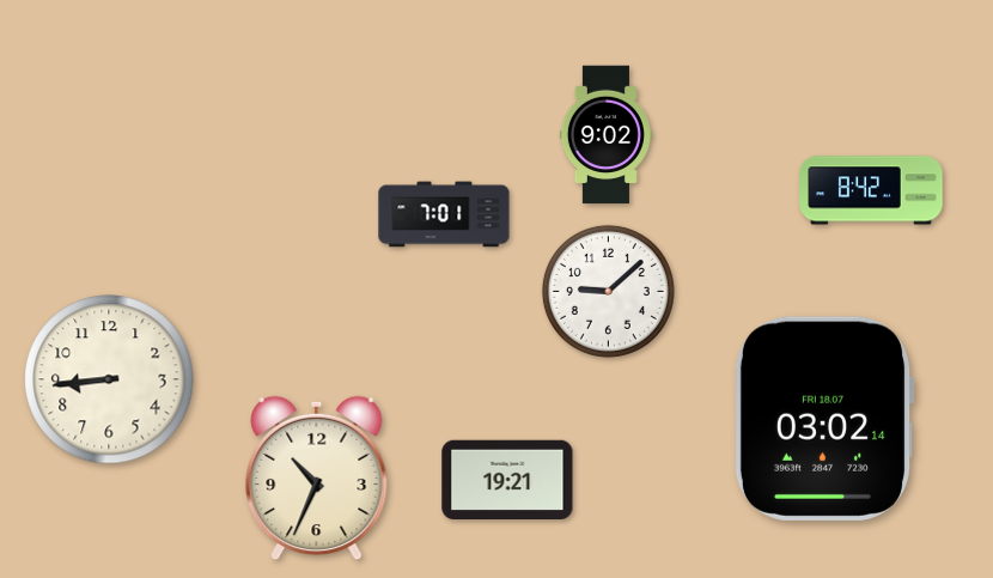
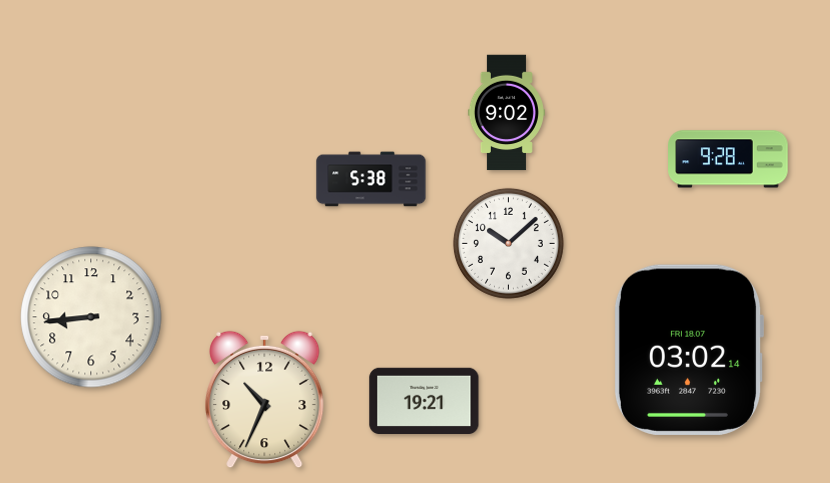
clock at (871, 190): 8:42 -> 9:28
clock at (444, 214): 7:01 -> 5:38
clock at (608, 291): 9:08 -> 10:08
